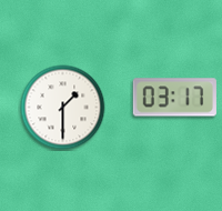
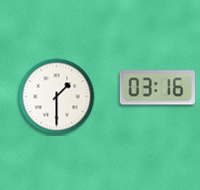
clock at (174, 98): 03:17 -> 03:16
